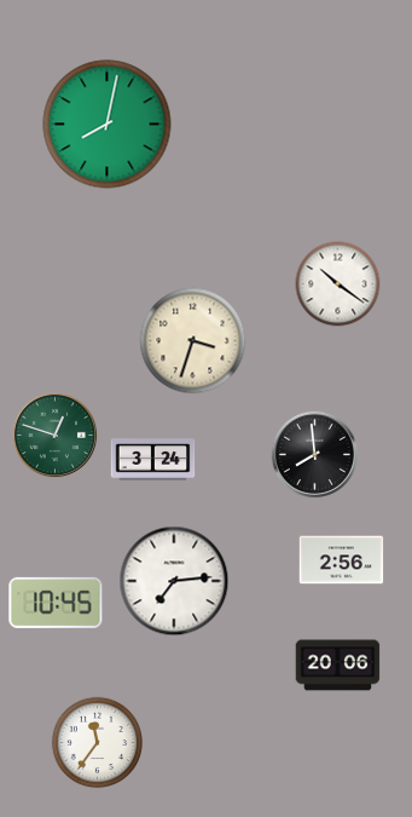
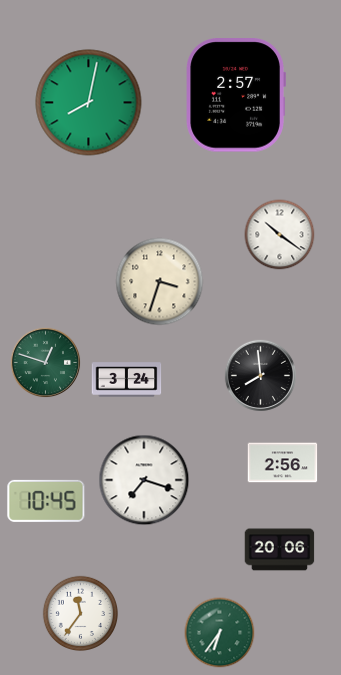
clock at (235, 95): none -> 2:57
clock at (56, 436) position: (56, 436) -> (46, 363)
clock at (174, 581): 7:14 -> 7:18
clock at (56, 603) position: (56, 603) -> (46, 501)
clock at (220, 633): none -> 6:36
